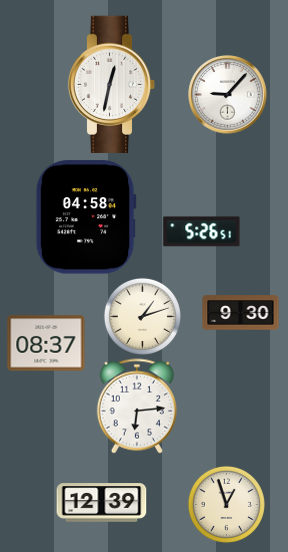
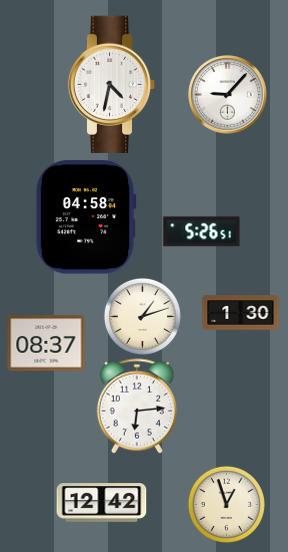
clock at (112, 84): 12:32 -> 4:32
clock at (241, 313): 9:30 -> 1:30
clock at (102, 503): 12:39 -> 12:42
